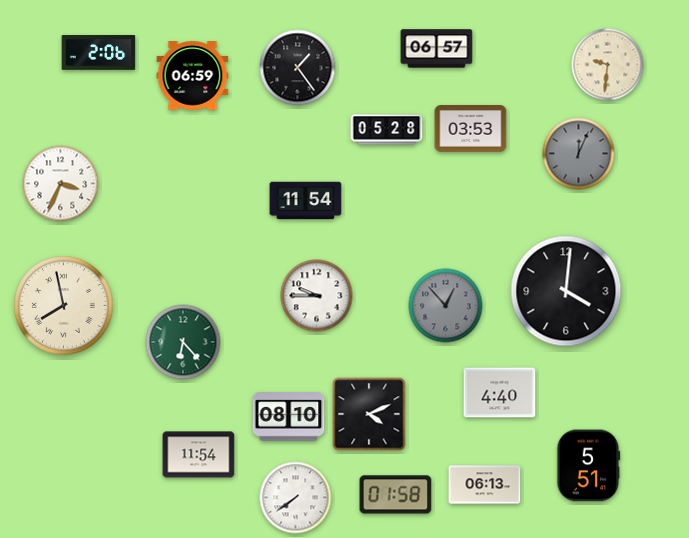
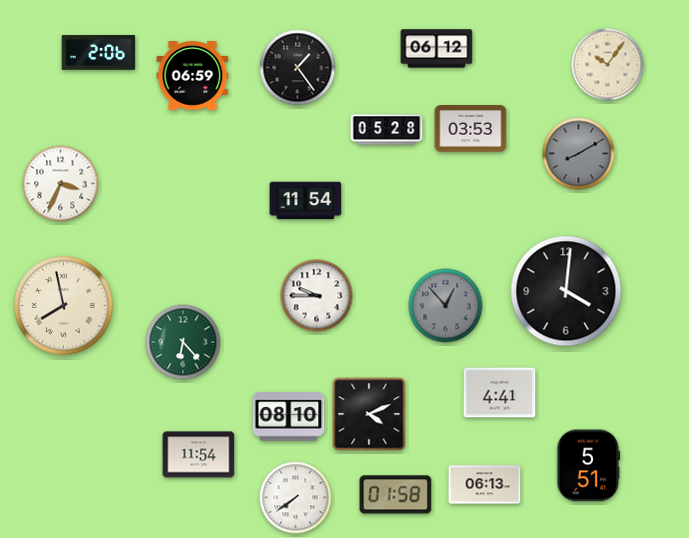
clock at (437, 49): 06:57 -> 06:12
clock at (608, 65): 9:31 -> 10:06
clock at (579, 154): 12:04 -> 8:10
clock at (500, 393): 4:40 -> 4:41
